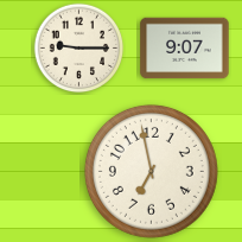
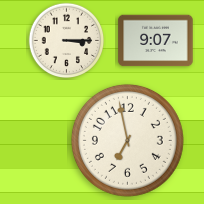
clock at (79, 49): 9:15 -> 3:15
clock at (151, 171) position: (151, 171) -> (127, 140)
